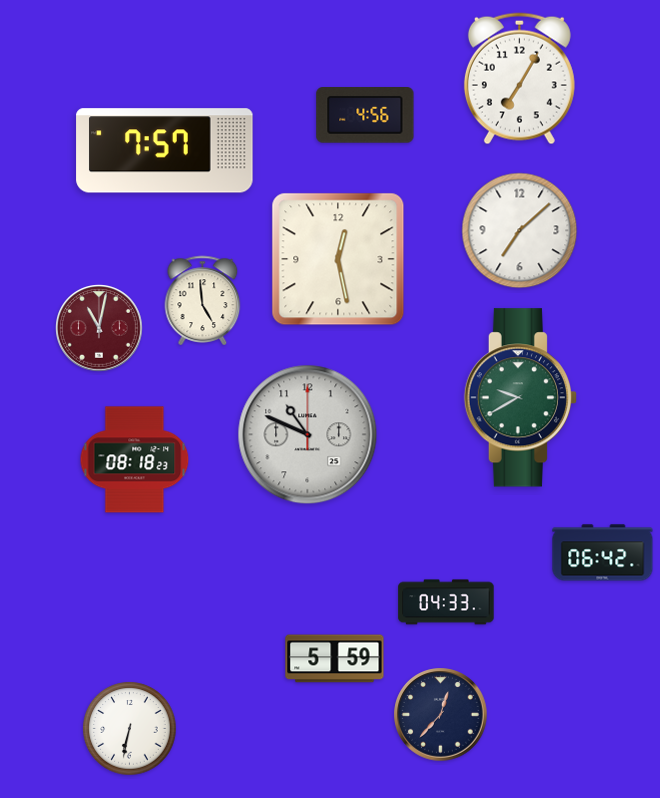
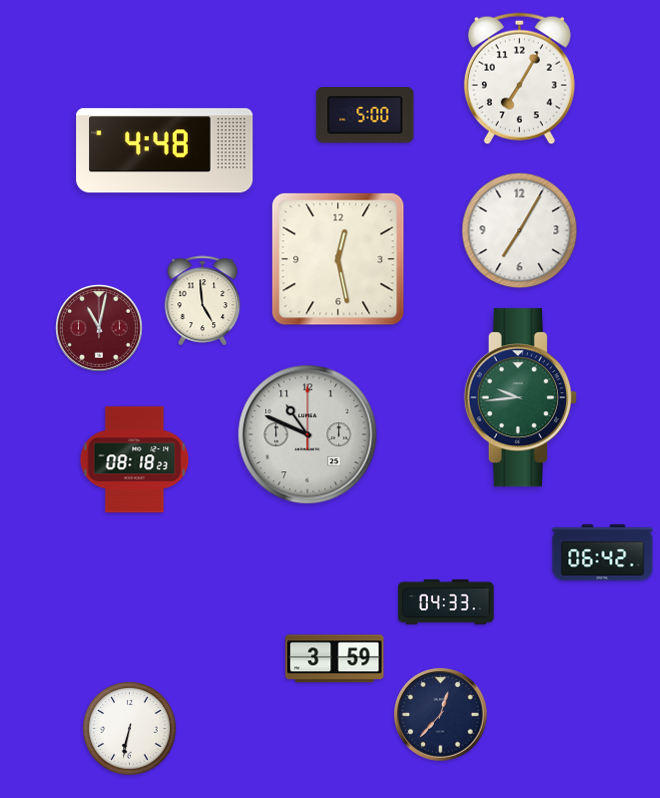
clock at (365, 115): 4:56 -> 5:00
clock at (165, 151): 7:57 -> 4:48
clock at (520, 231): 7:08 -> 7:05
clock at (520, 398): 9:40 -> 9:44
clock at (335, 659): 5:59 -> 3:59
